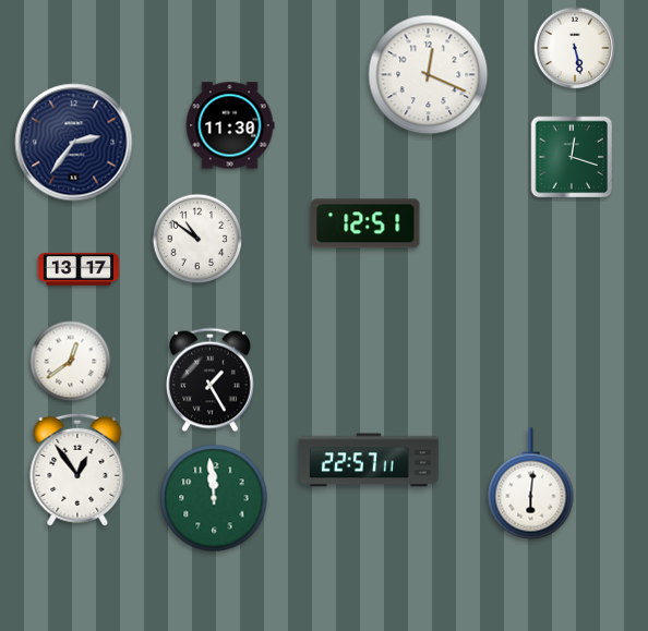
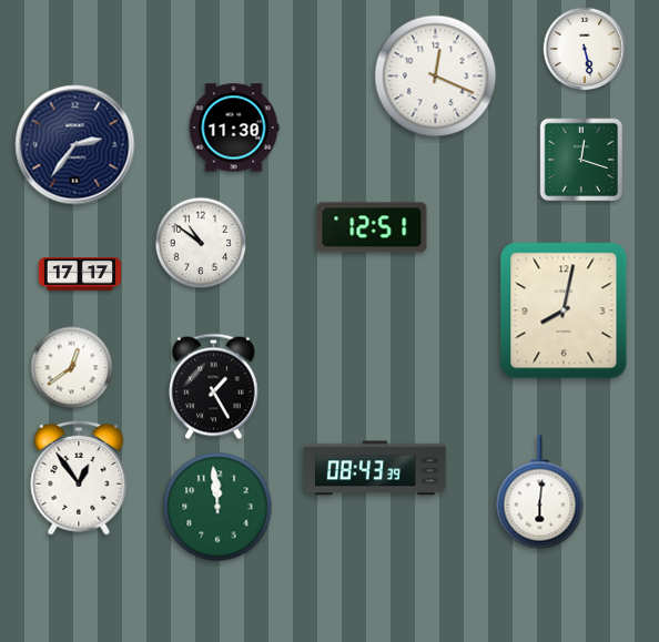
clock at (79, 269): 13:17 -> 17:17
clock at (564, 310): none -> 8:02
clock at (369, 460): 22:57 -> 08:43
